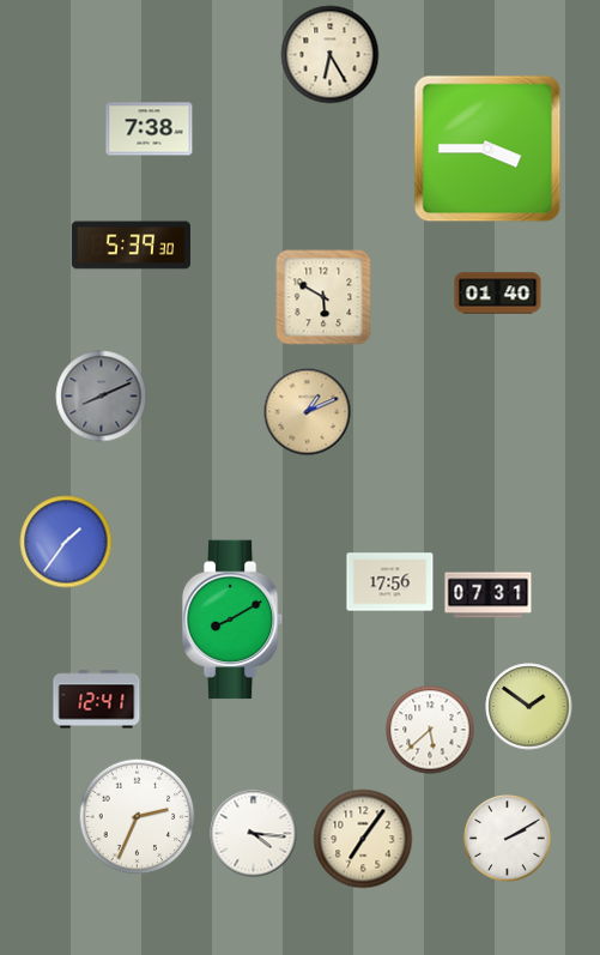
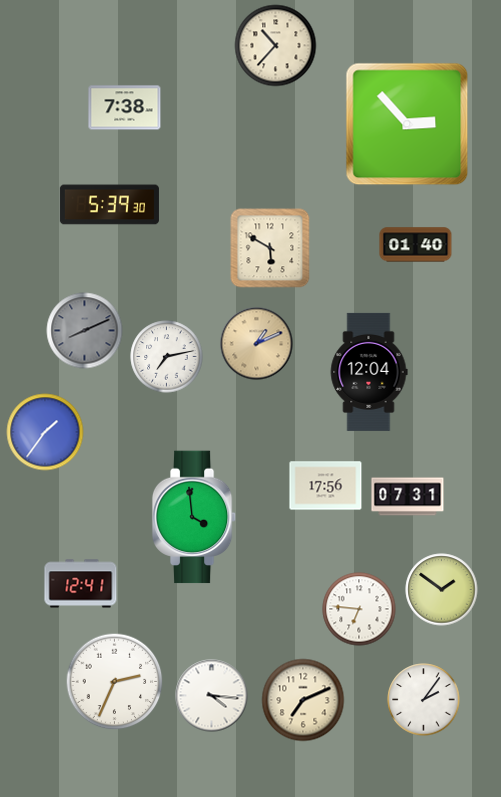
clock at (331, 55): 6:25 -> 10:37
clock at (487, 149): 3:45 -> 2:53
clock at (167, 357): none -> 7:13
clock at (369, 372): none -> 12:04
clock at (66, 542) position: (66, 542) -> (45, 432)
clock at (232, 619): 8:10 -> 3:59
clock at (430, 730): 5:38 -> 6:46
clock at (363, 839): 7:06 -> 7:11
clock at (508, 839): 2:10 -> 2:06
